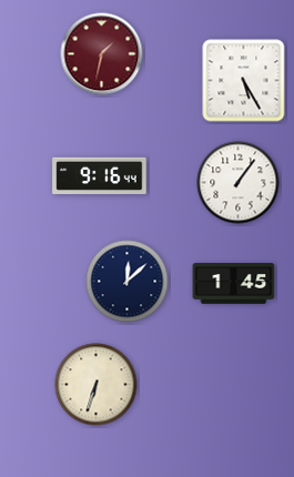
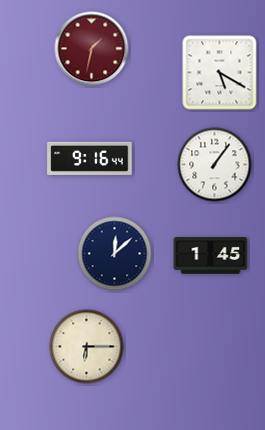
clock at (244, 81): 5:25 -> 5:20
clock at (97, 385): 6:33 -> 6:15
